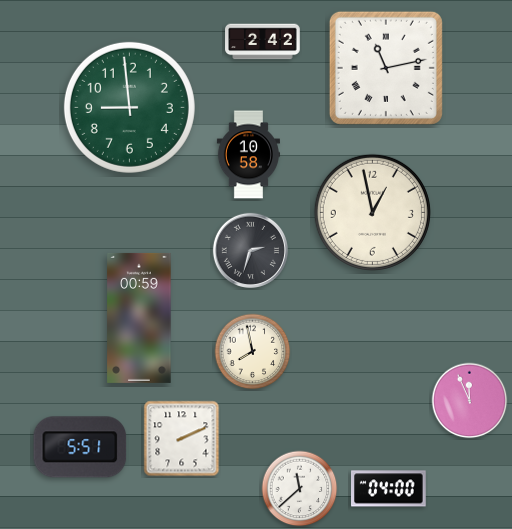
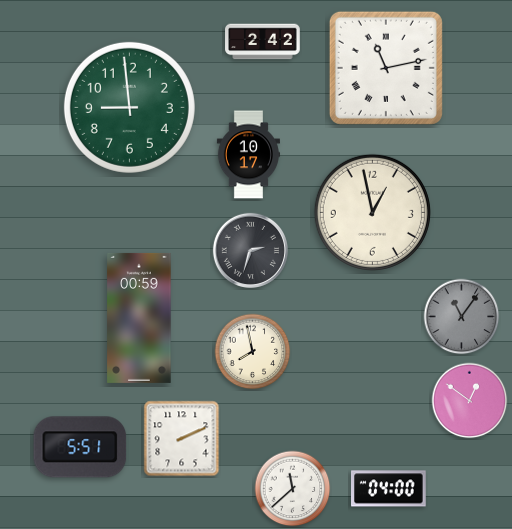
clock at (248, 155): 10:58 -> 10:17
clock at (462, 317): none -> 11:06
clock at (470, 401): 11:56 -> 12:51
clock at (300, 489) position: (300, 489) -> (293, 489)
